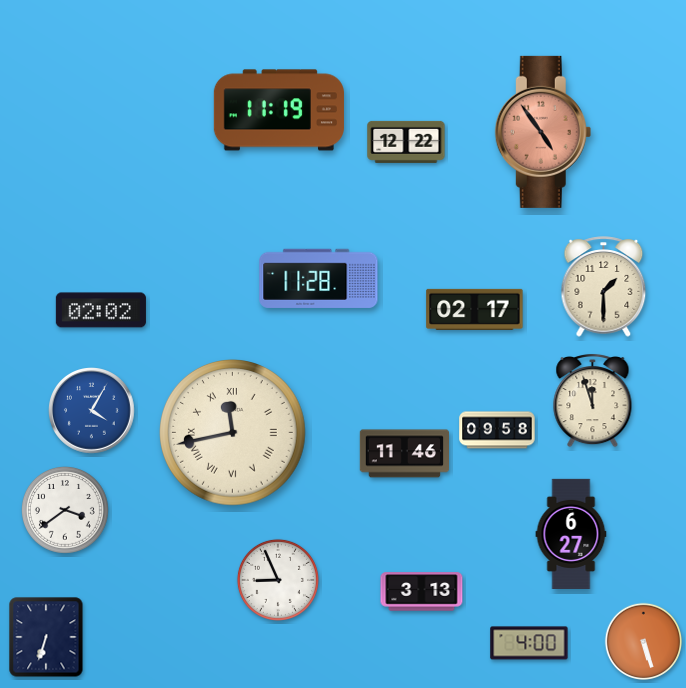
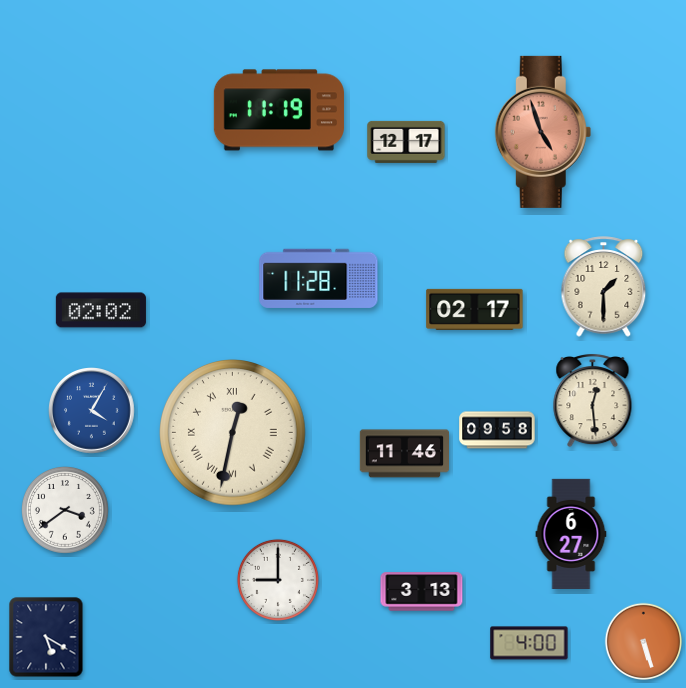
clock at (543, 132): 4:54 -> 4:57
clock at (406, 142): 12:22 -> 12:17
clock at (593, 400): 11:57 -> 12:29
clock at (233, 433): 11:43 -> 12:32
clock at (278, 580): 8:56 -> 9:00
clock at (46, 637): 6:33 -> 5:20
